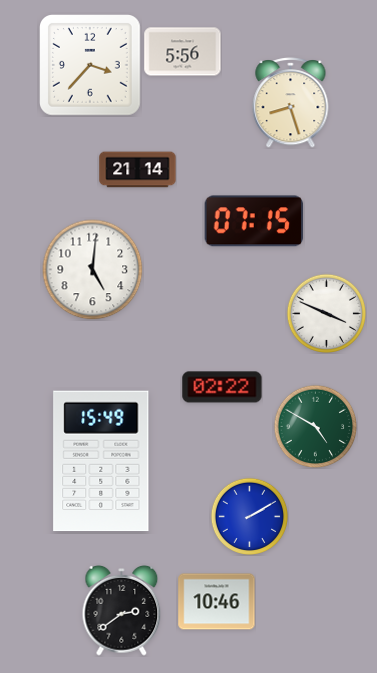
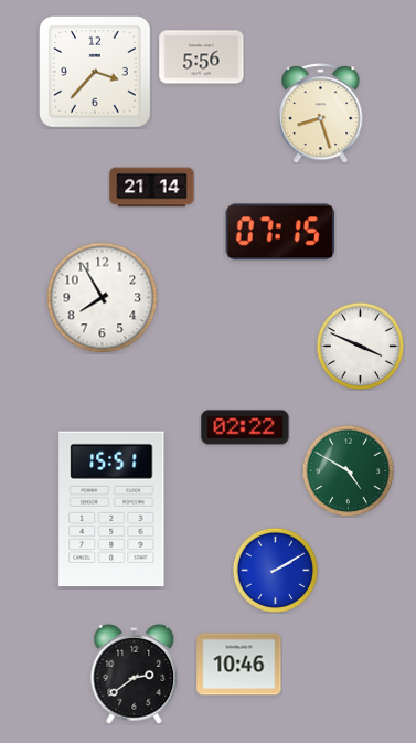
clock at (91, 66) position: (91, 66) -> (96, 73)
clock at (254, 221) position: (254, 221) -> (280, 232)
clock at (93, 270): 5:01 -> 7:55
clock at (101, 461): 15:49 -> 15:51
